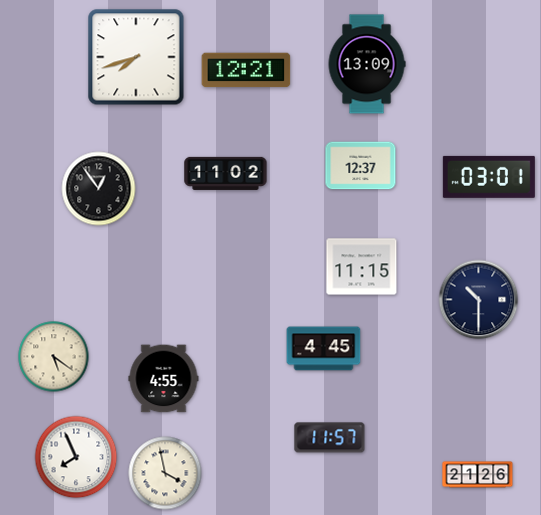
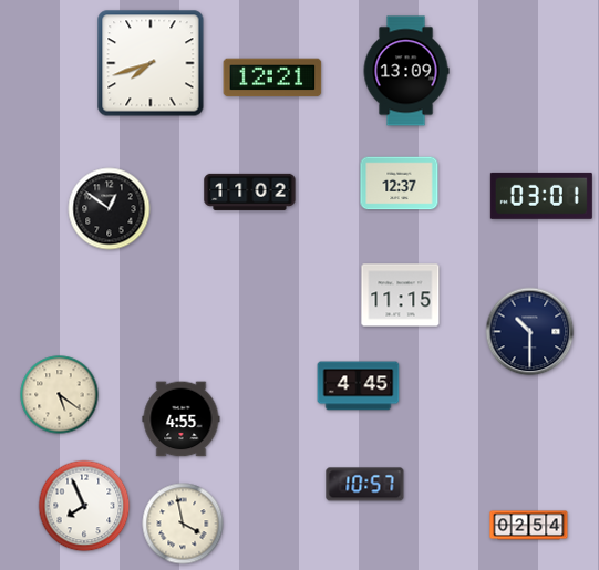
clock at (99, 189): 12:54 -> 12:51
clock at (330, 438): 11:57 -> 10:57
clock at (478, 475): 21:26 -> 02:54
